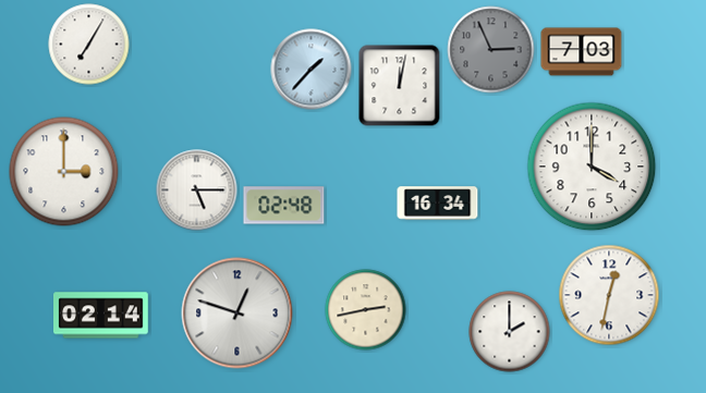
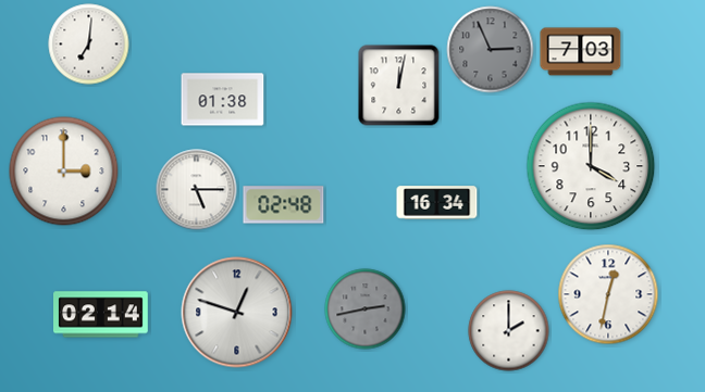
clock at (89, 45): 7:05 -> 7:01
clock at (312, 70): 1:37 -> none
clock at (223, 100): none -> 01:38
clock at (366, 310) dial: cream -> grey
